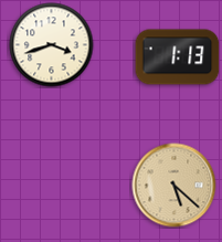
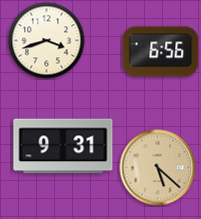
clock at (178, 57): 1:13 -> 6:56
clock at (63, 146): none -> 9:31
